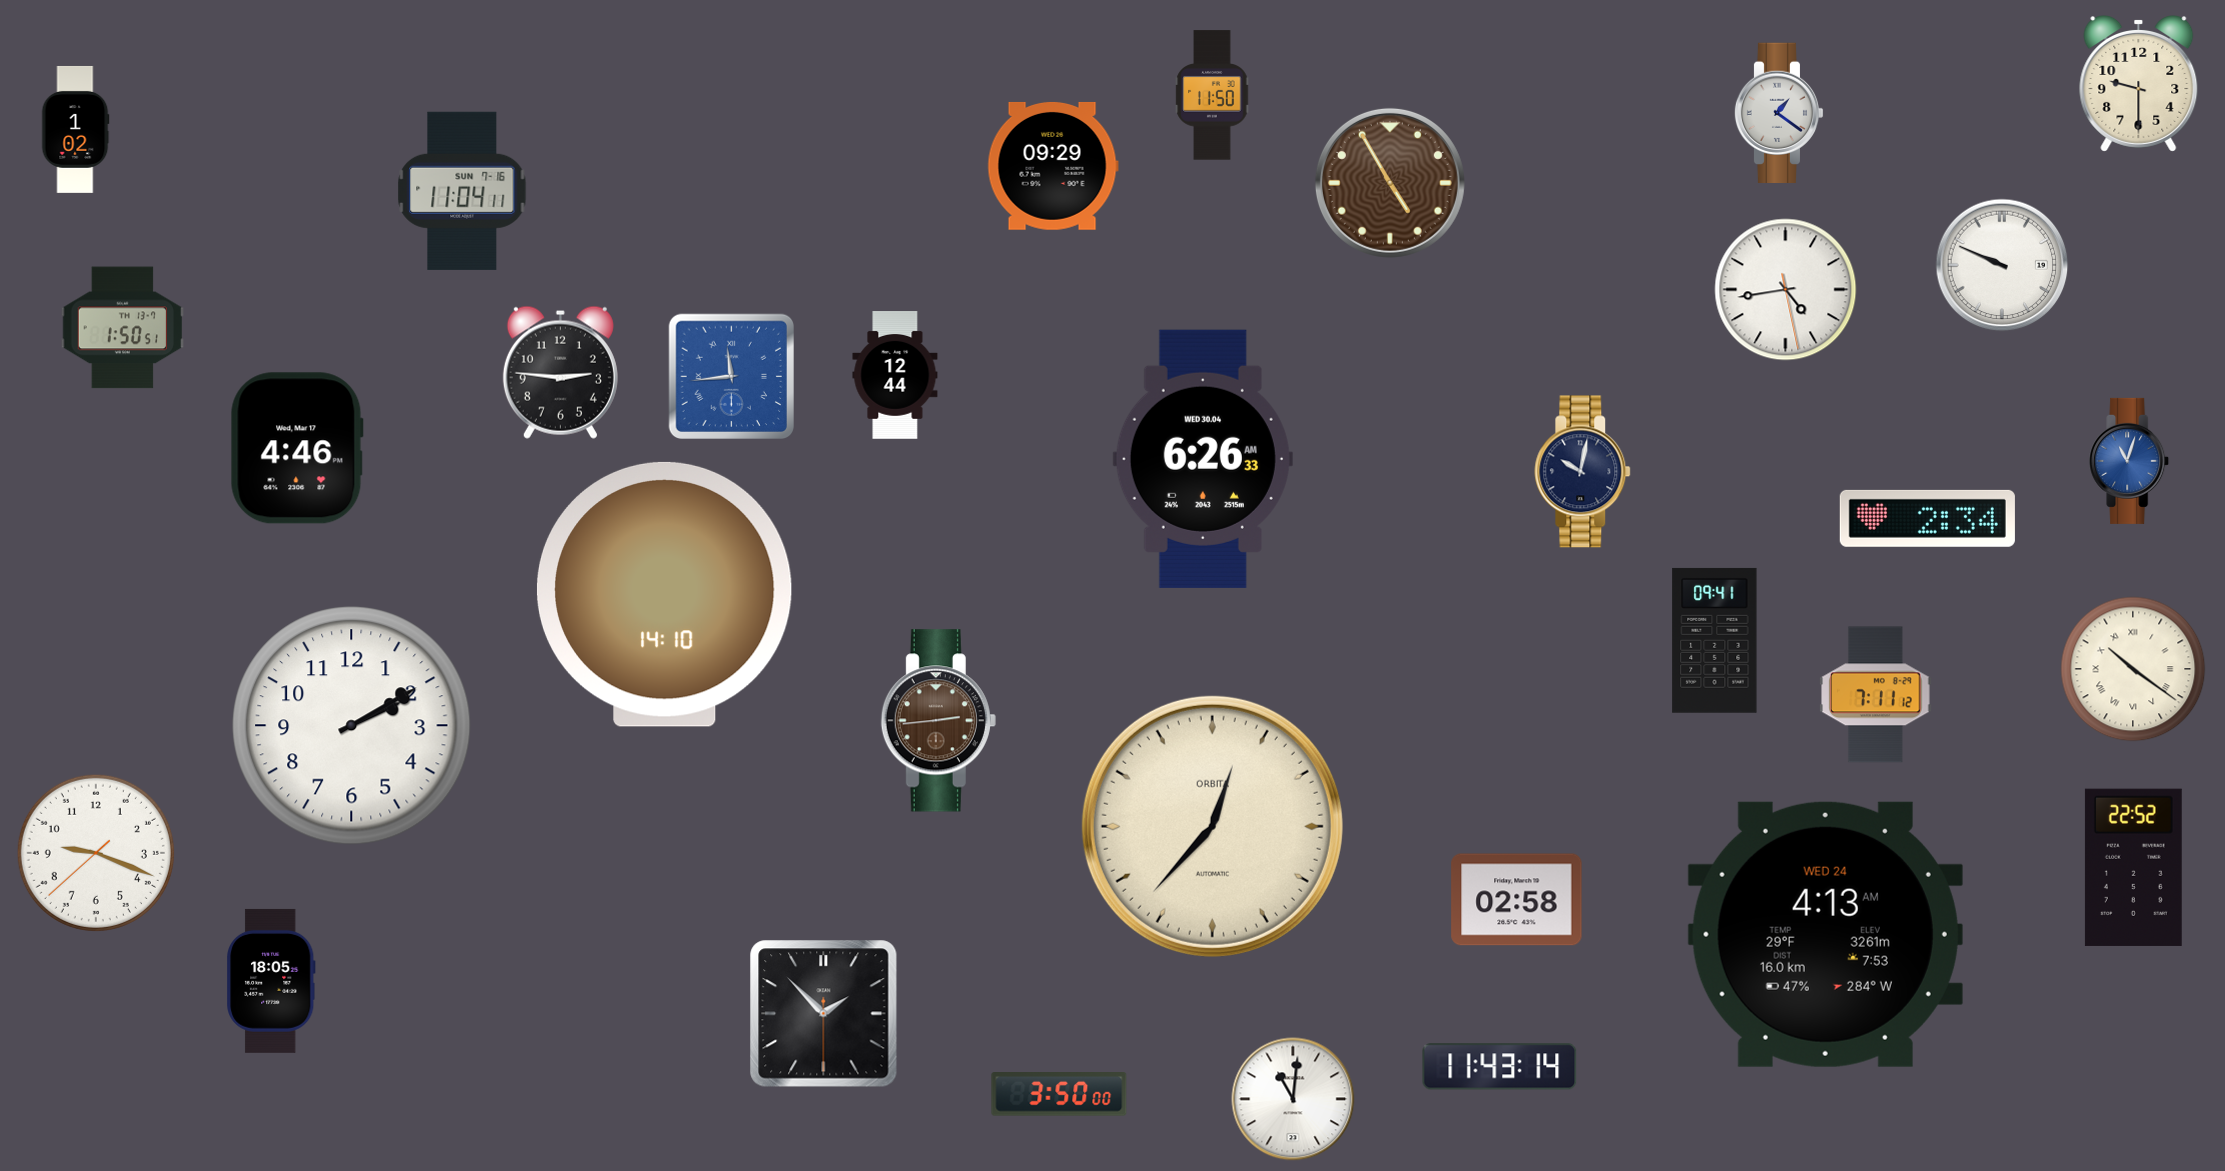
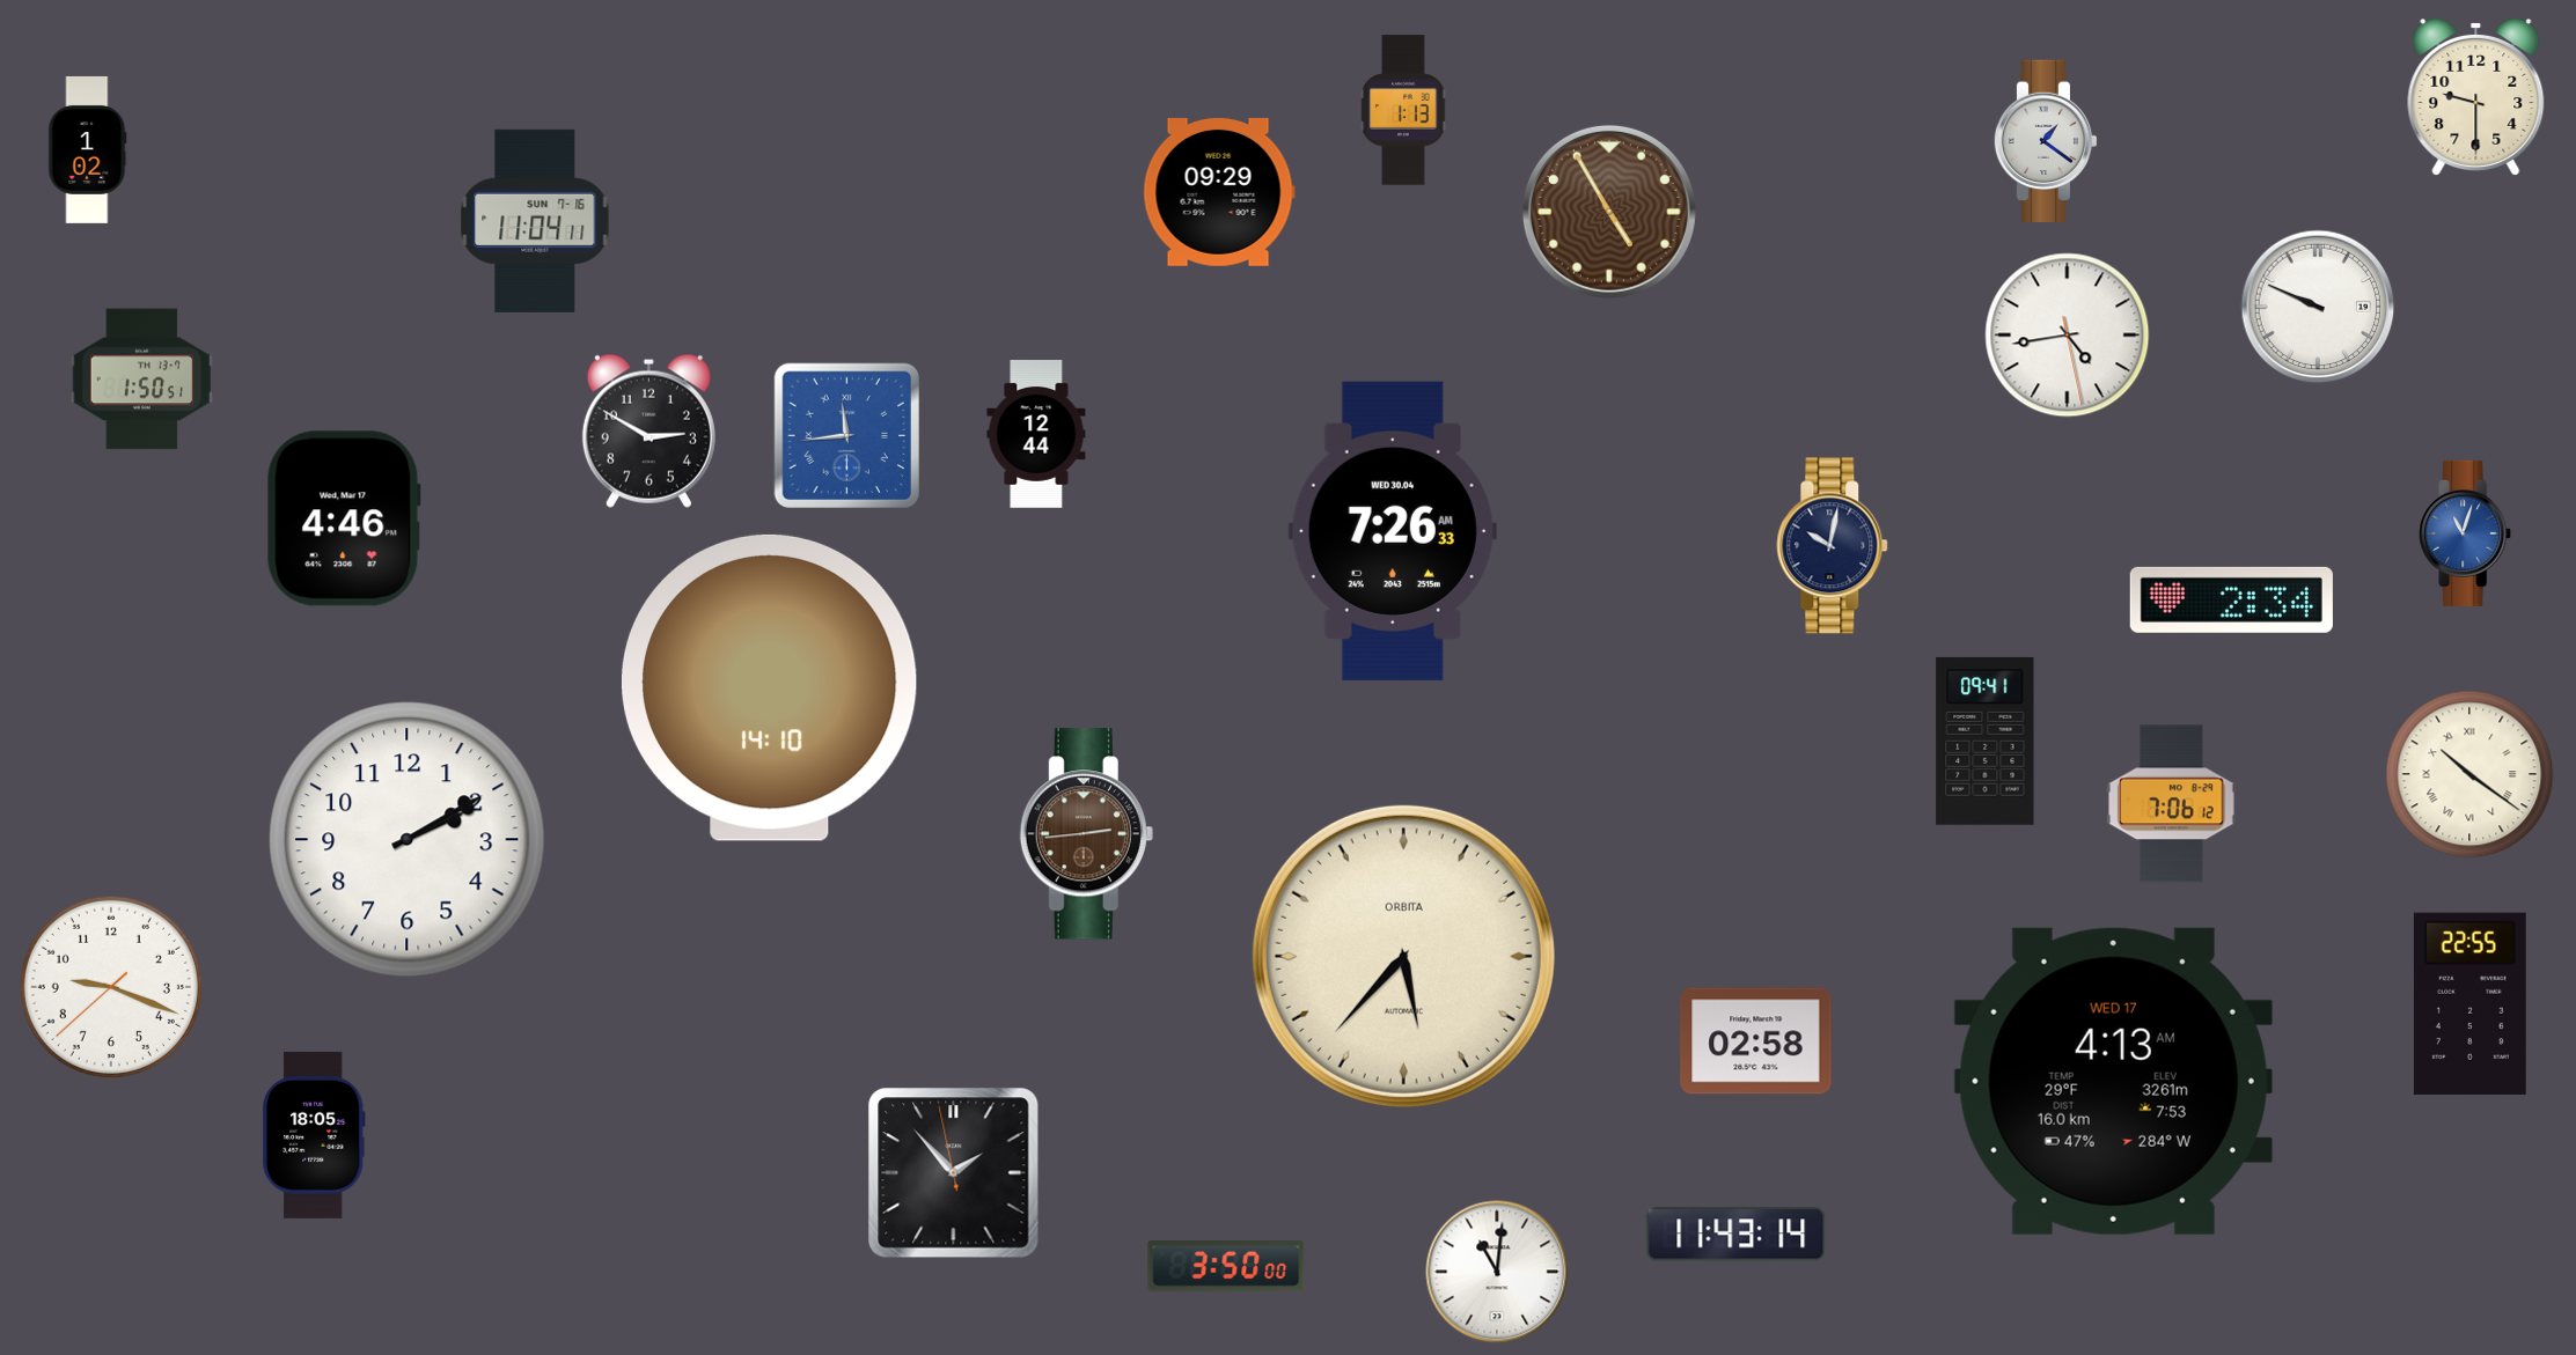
clock at (1212, 95): 11:50 -> 1:13
clock at (1779, 112) position: (1779, 112) -> (2046, 140)
clock at (560, 372): 2:46 -> 2:50
clock at (1203, 459): 6:26 -> 7:26
clock at (1876, 695): 7:11 -> 7:06
clock at (1212, 826): 12:37 -> 5:37
clock at (2133, 867): 22:52 -> 22:55
clock at (1825, 934) date: WED 24 -> WED 17
clock at (824, 1014): 1:52:30 -> 1:52:58
